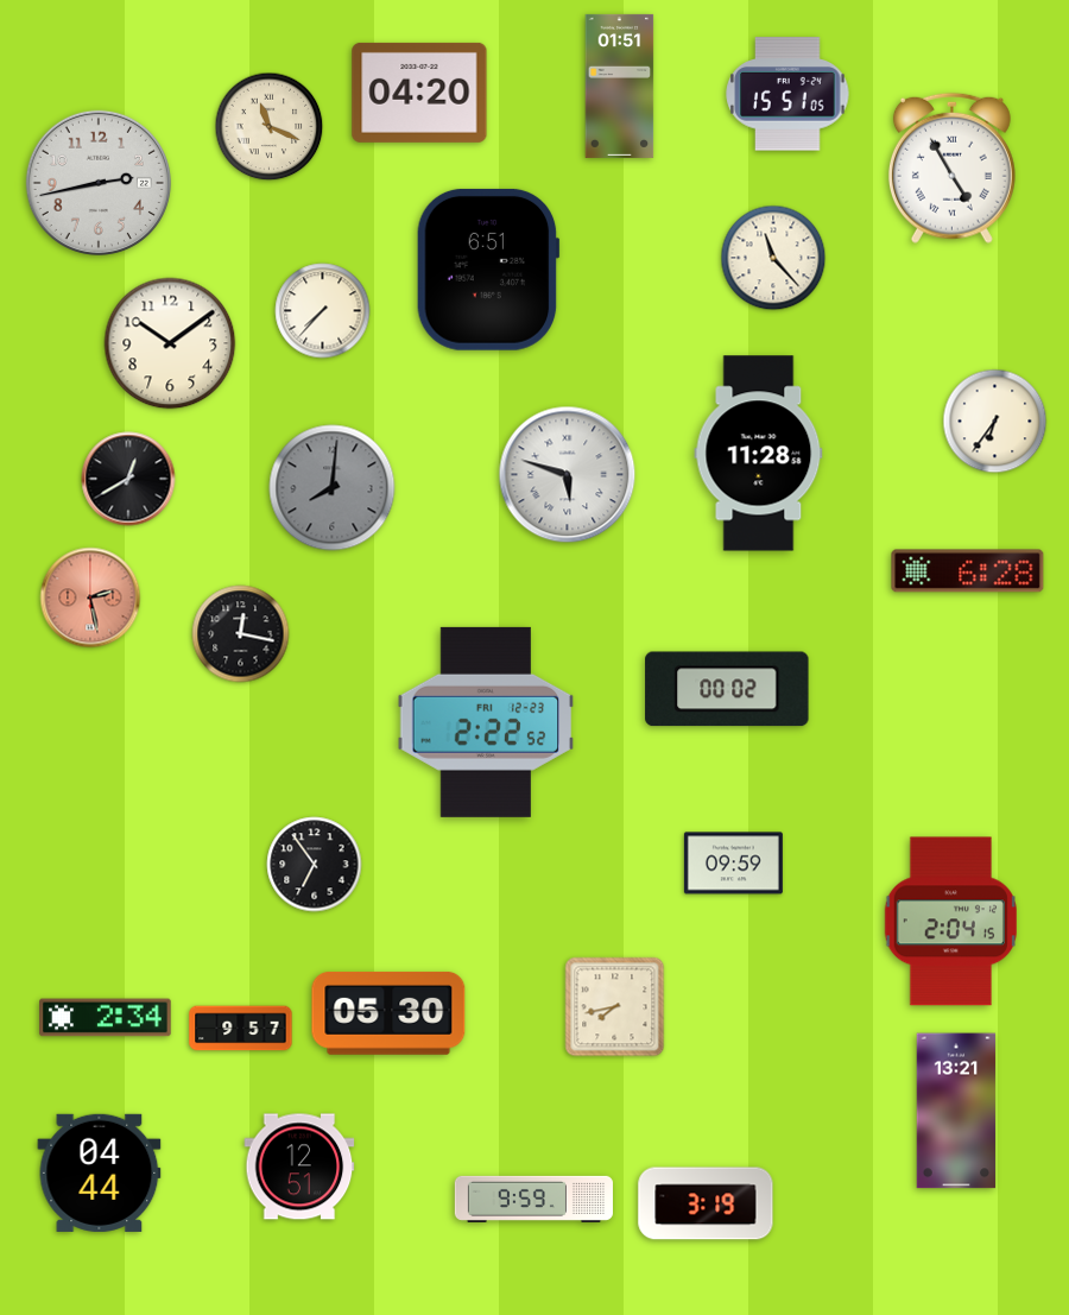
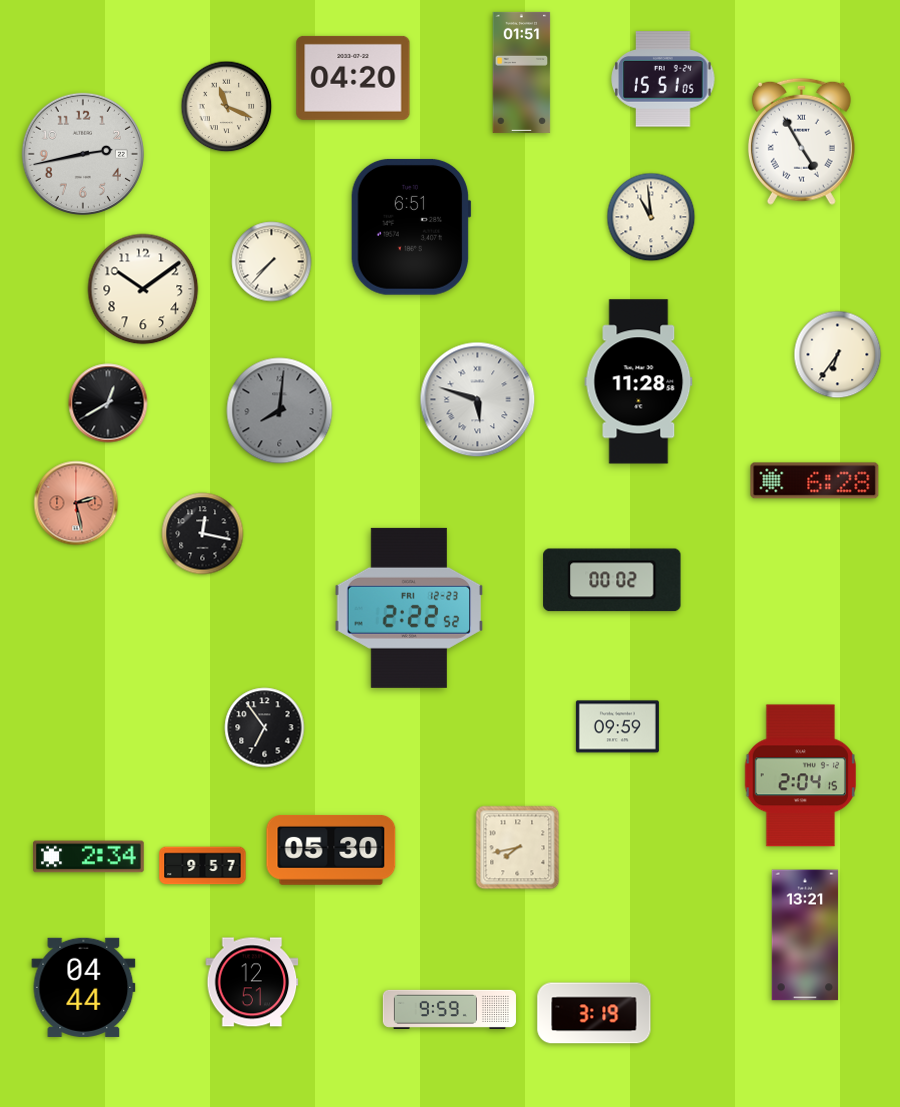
clock at (773, 258): 11:23 -> 10:59
clock at (388, 1013) position: (388, 1013) -> (331, 850)
